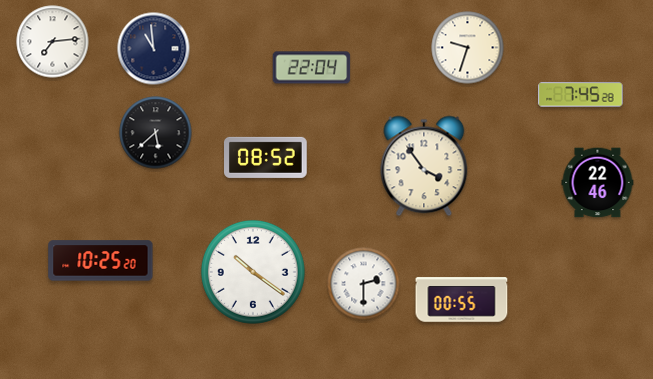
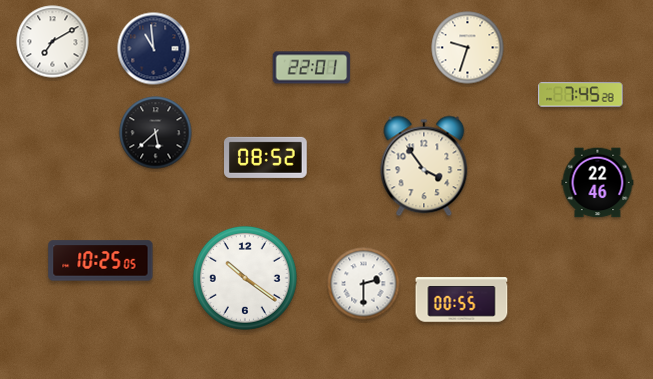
clock at (53, 42): 7:14 -> 7:10
clock at (312, 68): 22:04 -> 22:01
clock at (101, 261): 10:25:20 -> 10:25:05
clock at (253, 272) position: (253, 272) -> (245, 278)
